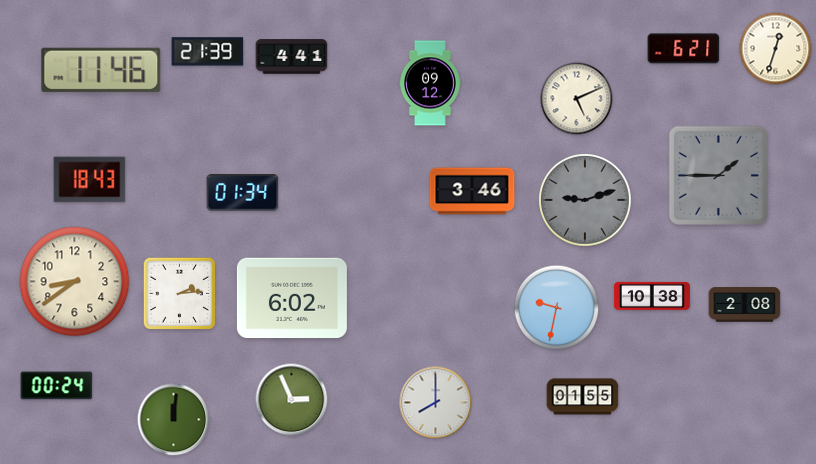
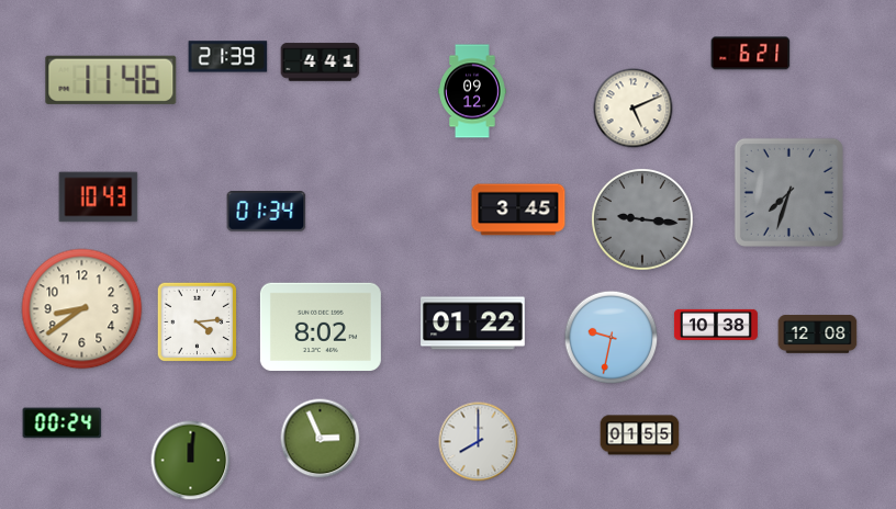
clock at (776, 49): 12:33 -> none
clock at (101, 70) position: (101, 70) -> (111, 80)
clock at (718, 175): 1:45 -> 7:33
clock at (90, 180): 18:43 -> 10:43
clock at (472, 191): 3:46 -> 3:45
clock at (586, 201): 9:12 -> 9:16
clock at (180, 294): 2:14 -> 4:14
clock at (473, 324): none -> 01:22
clock at (292, 297): 6:02 -> 8:02
clock at (745, 305): 2:08 -> 12:08
